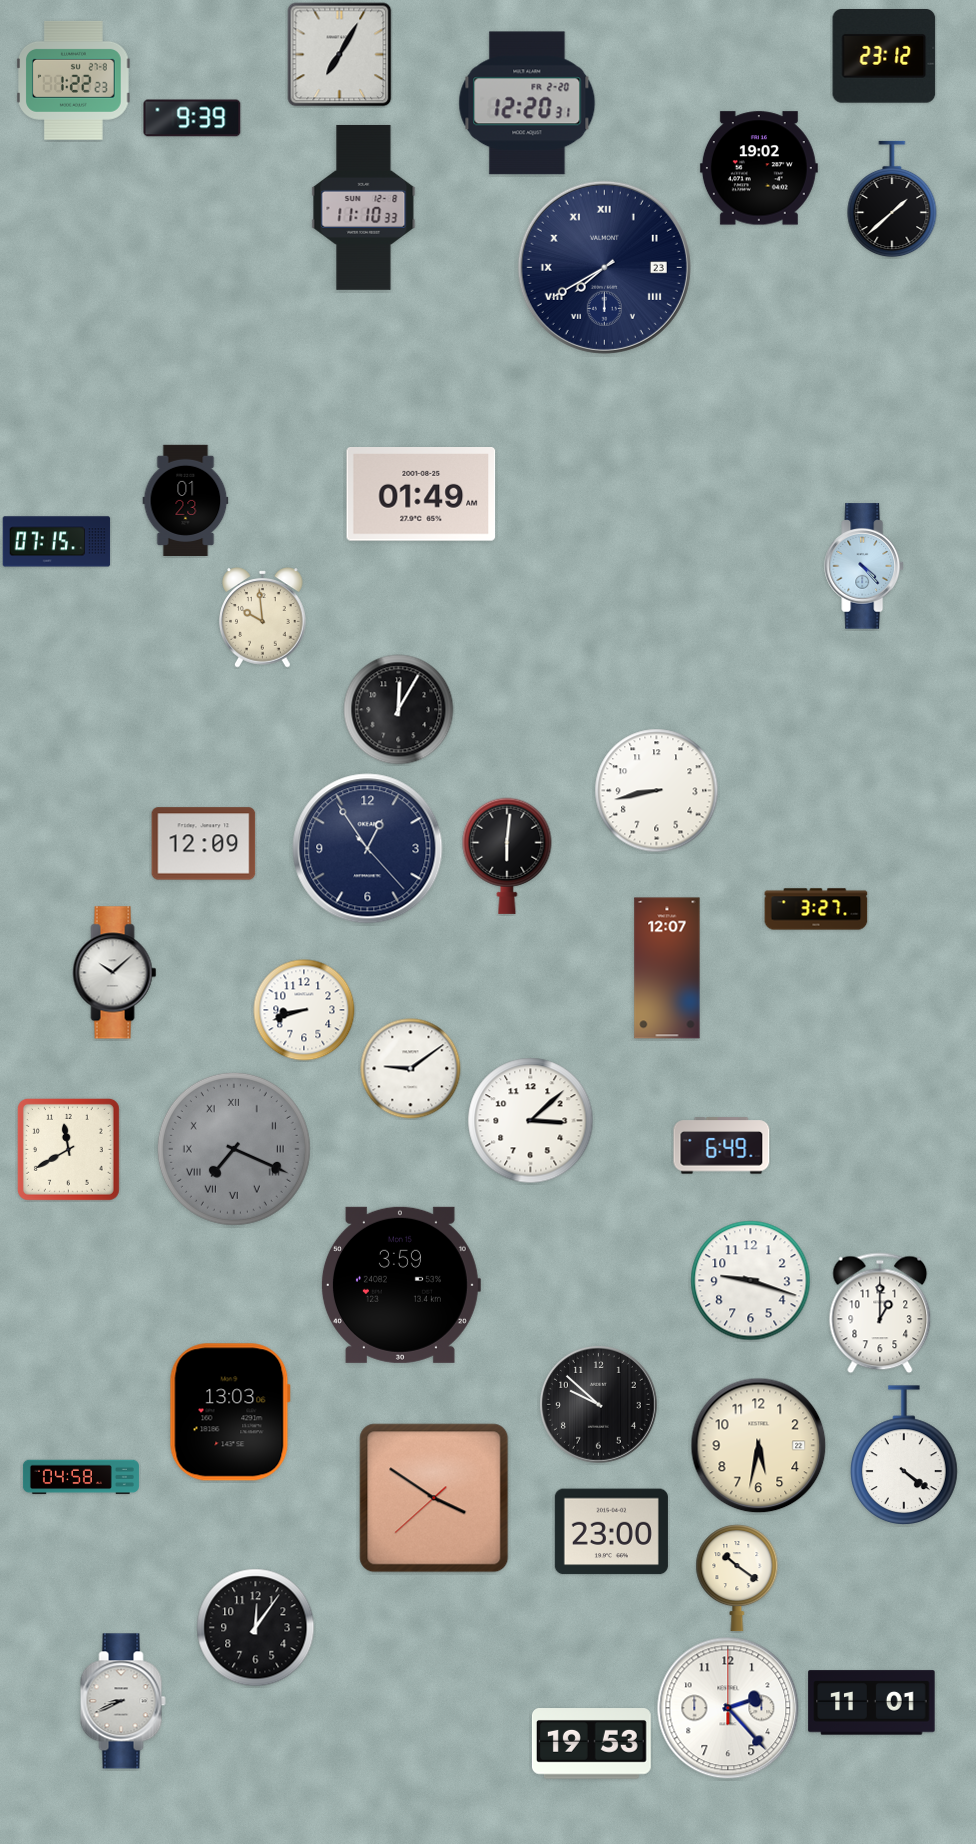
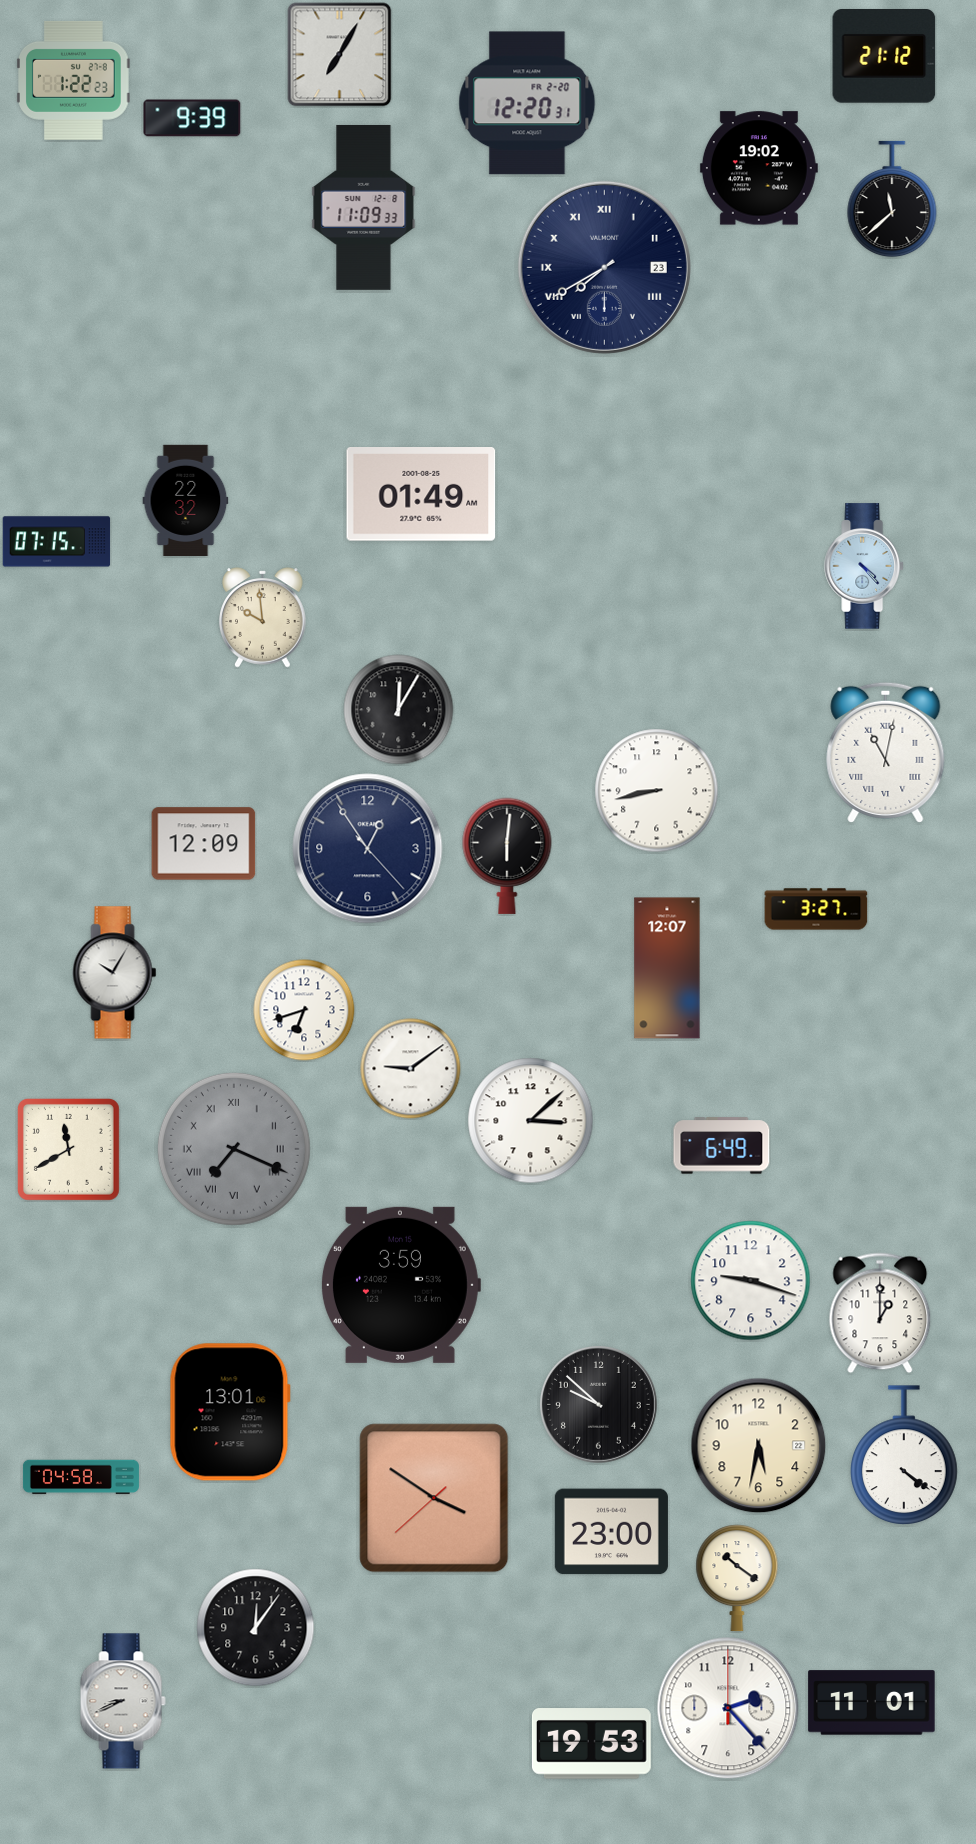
clock at (884, 57): 23:12 -> 21:12
clock at (892, 199): 1:38 -> 11:38
clock at (364, 207): 11:10 -> 11:09
clock at (186, 500): 01:23 -> 22:32
clock at (886, 752): none -> 11:02
clock at (115, 973): 10:08 -> 10:05
clock at (304, 1010): 8:42 -> 6:42
clock at (230, 1412): 13:03 -> 13:01
